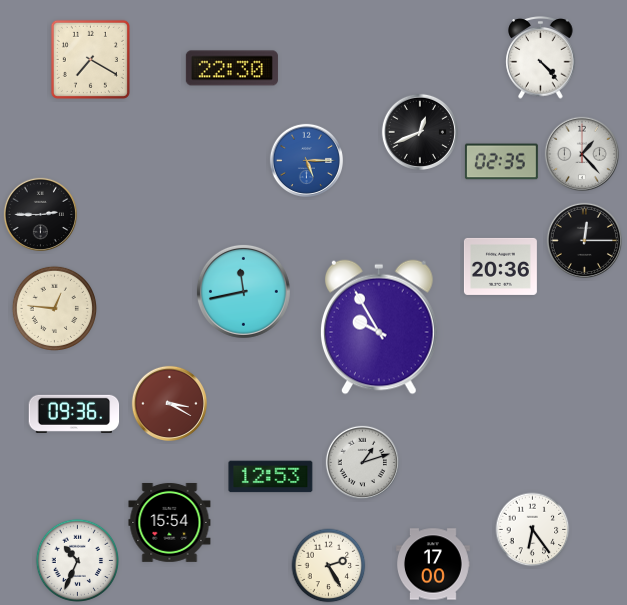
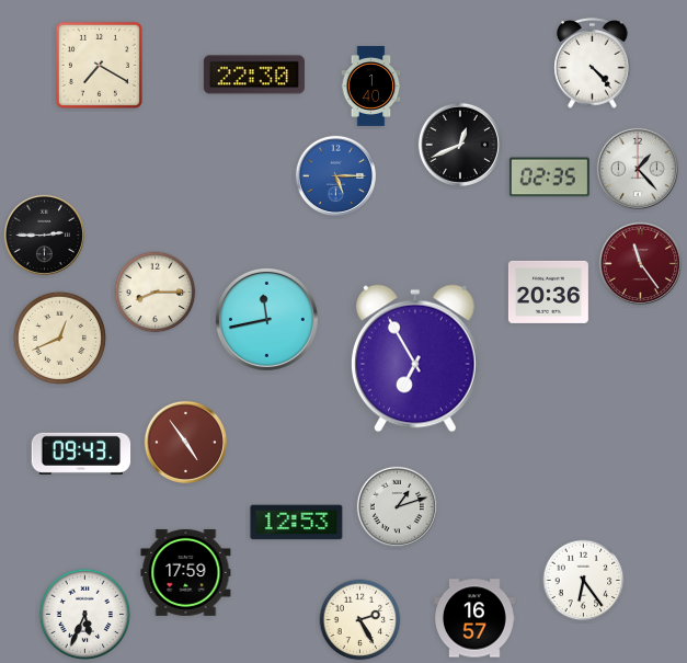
clock at (371, 85): none -> 1:40
clock at (584, 240): 12:15 -> 11:24
clock at (584, 240) dial: black -> burgundy
clock at (156, 293): none -> 8:15
clock at (54, 308): 12:46 -> 12:41
clock at (380, 327): 9:55 -> 6:55
clock at (169, 403): 3:20 -> 4:54
clock at (74, 414): 09:36 -> 09:43
clock at (170, 522): 15:54 -> 17:59
clock at (77, 560): 10:34 -> 5:34
clock at (434, 564): 17:00 -> 16:57
